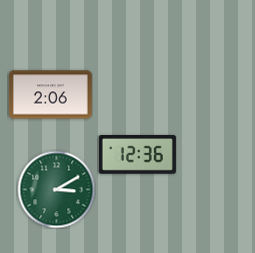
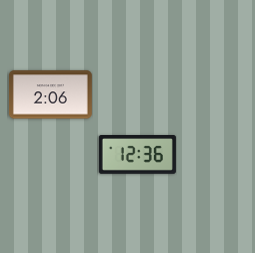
clock at (56, 189): 3:10 -> none
